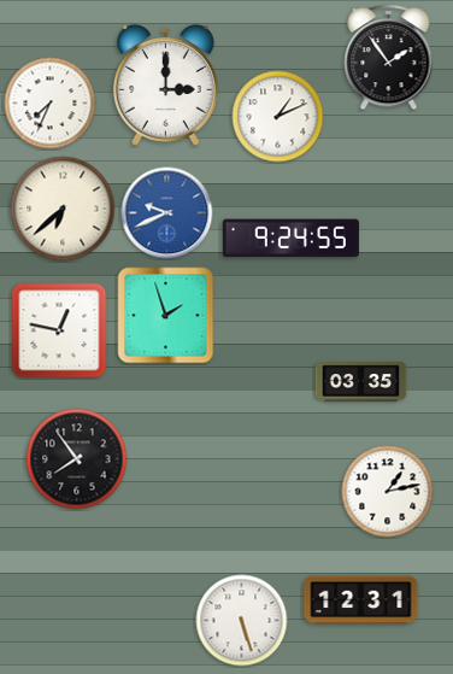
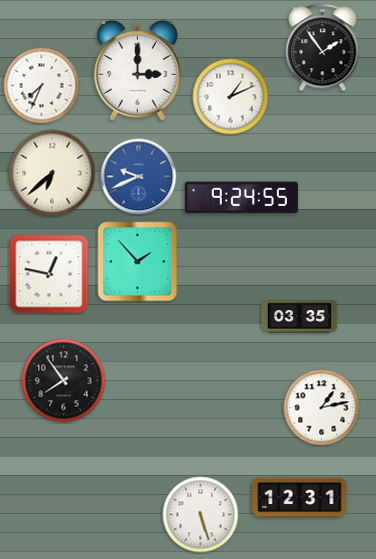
clock at (166, 316): 1:57 -> 1:53
